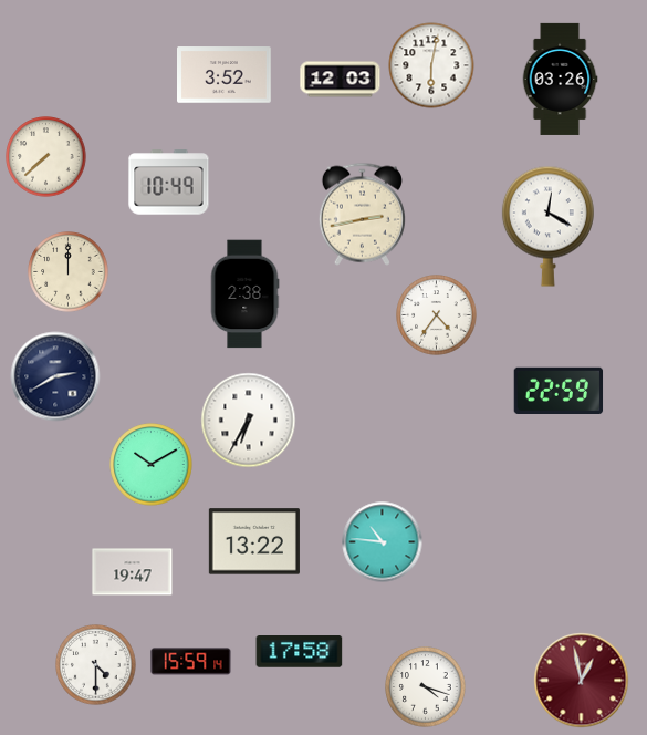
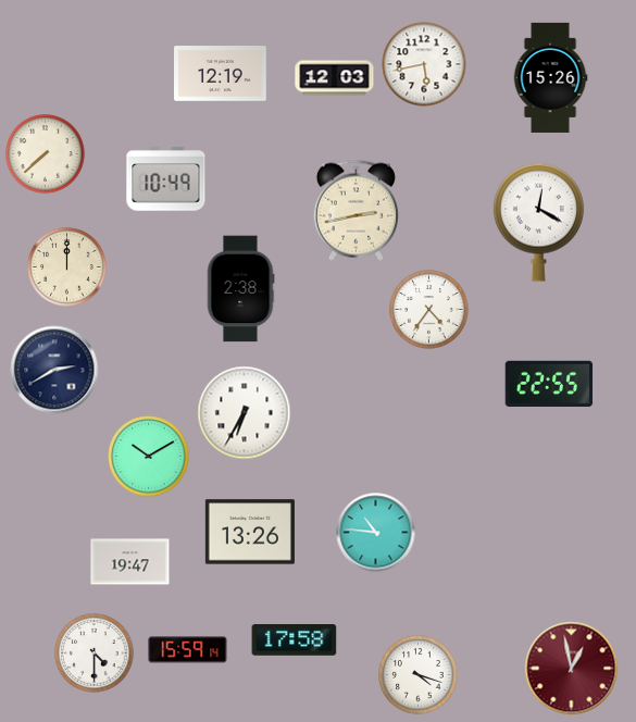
clock at (431, 65): 6:02 -> 5:43
clock at (225, 75): 3:52 -> 12:19
clock at (560, 79): 03:26 -> 15:26
clock at (559, 390): 22:59 -> 22:55
clock at (254, 541): 13:22 -> 13:26
